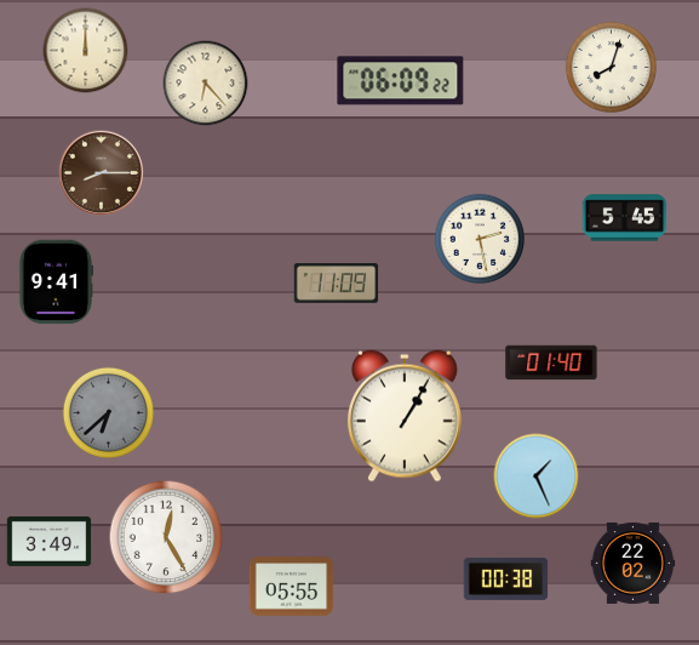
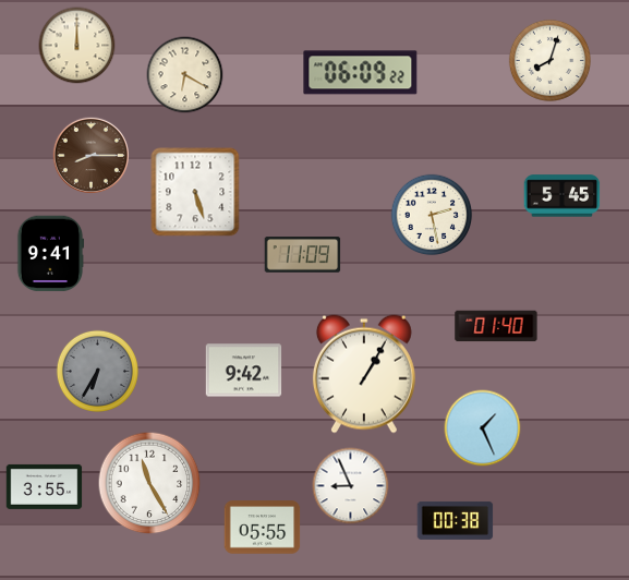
clock at (206, 84): 6:23 -> 6:20
clock at (195, 192): none -> 5:27
clock at (108, 412): 6:38 -> 6:35
clock at (244, 371): none -> 9:42
clock at (166, 537): 12:25 -> 11:25
clock at (50, 541): 3:49 -> 3:55
clock at (351, 486): none -> 8:56
clock at (634, 563): 22:02 -> none
